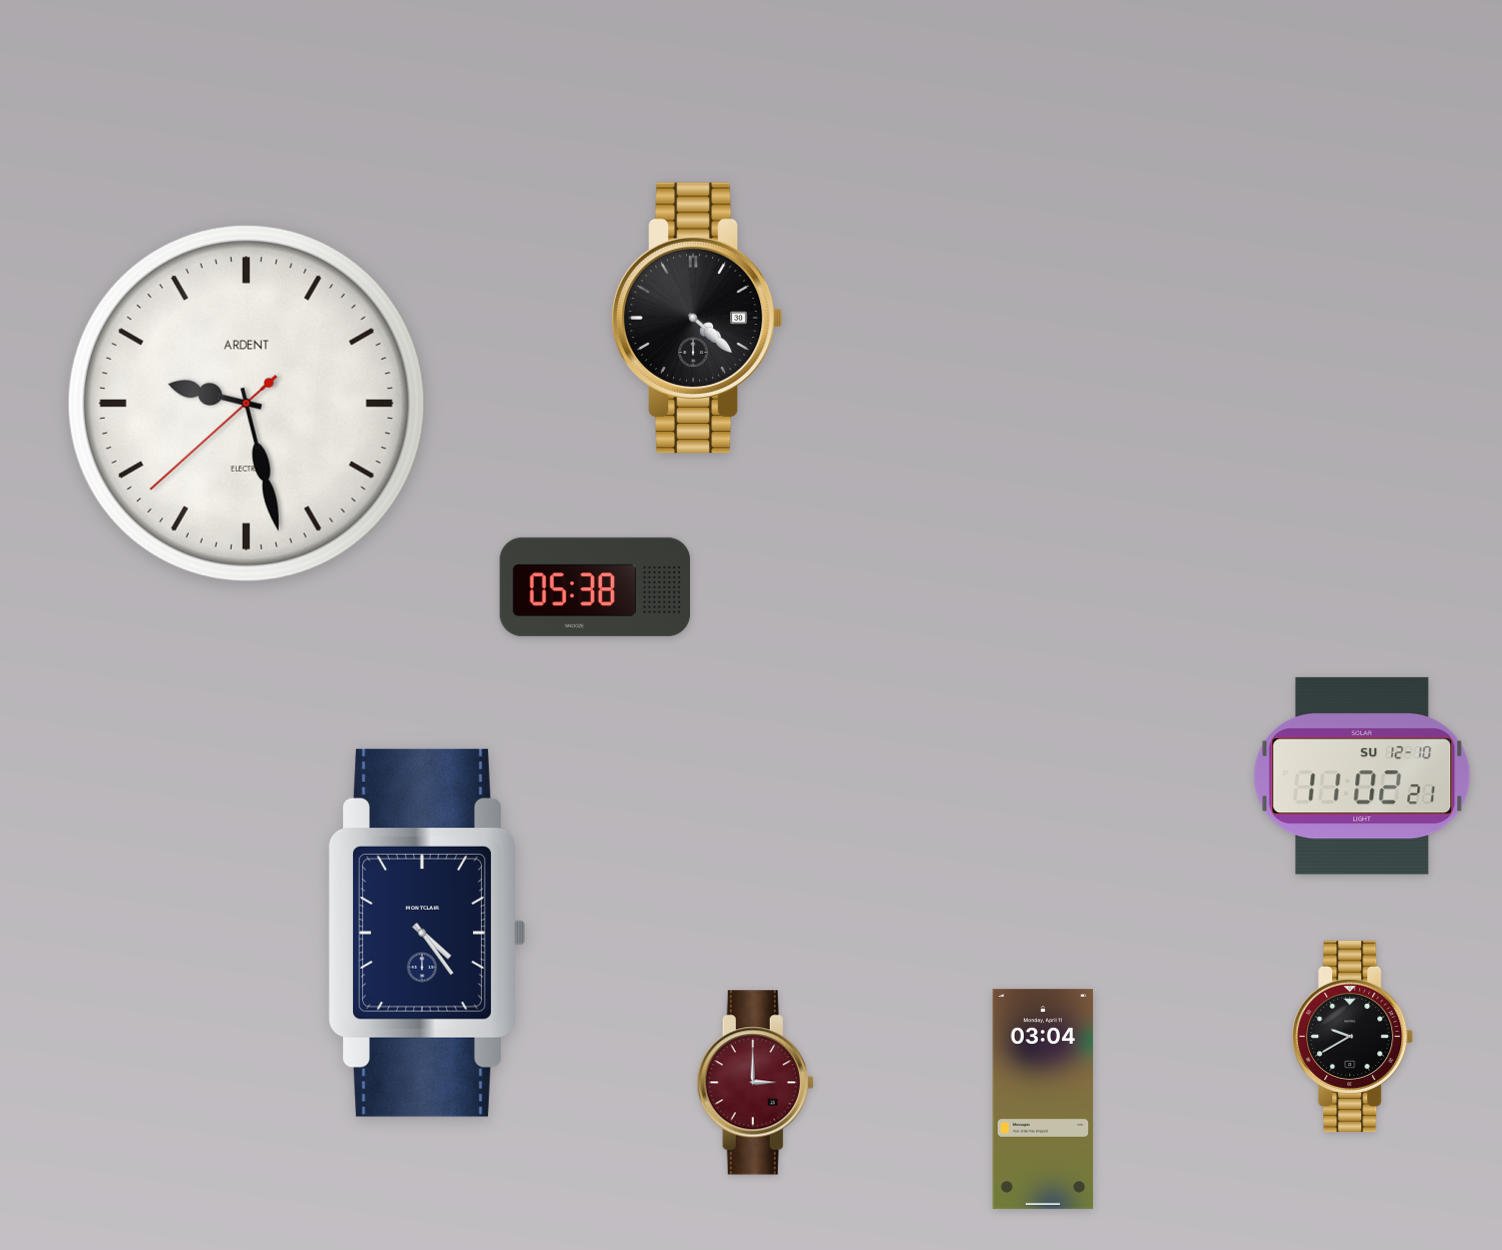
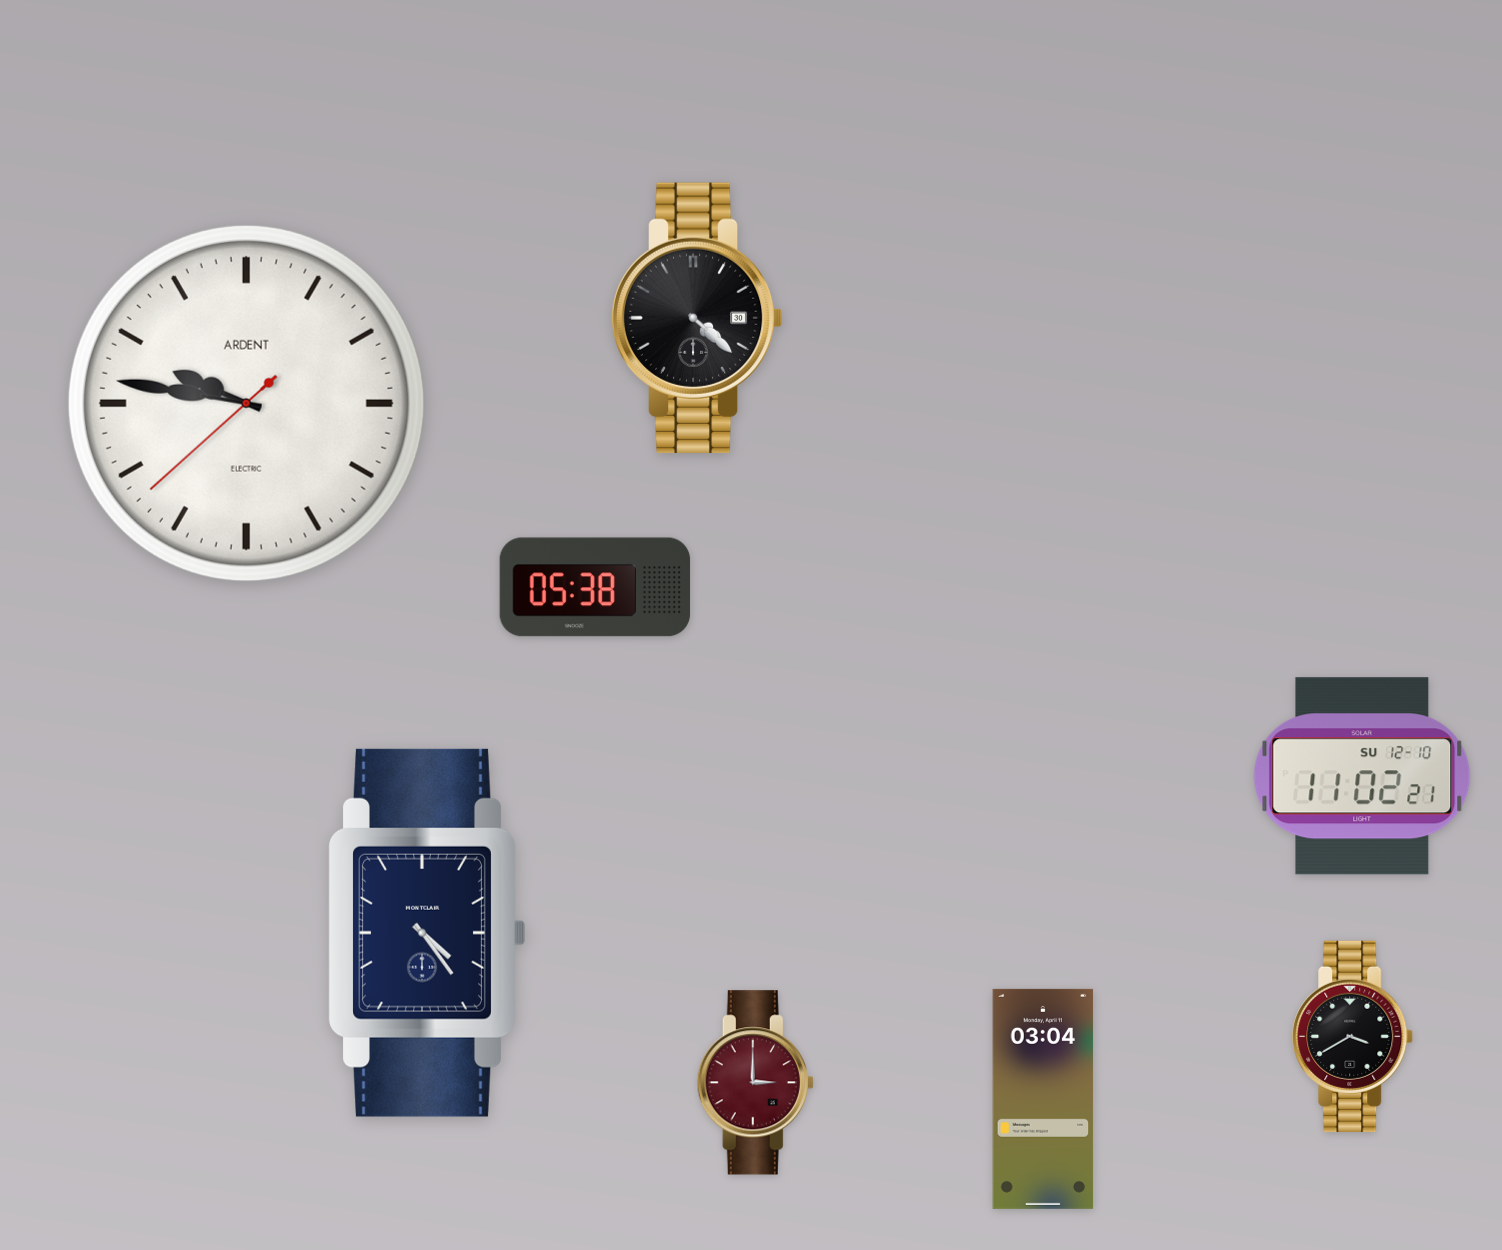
clock at (246, 403): 9:27 -> 9:46
clock at (1353, 1036): 9:40 -> 3:40
